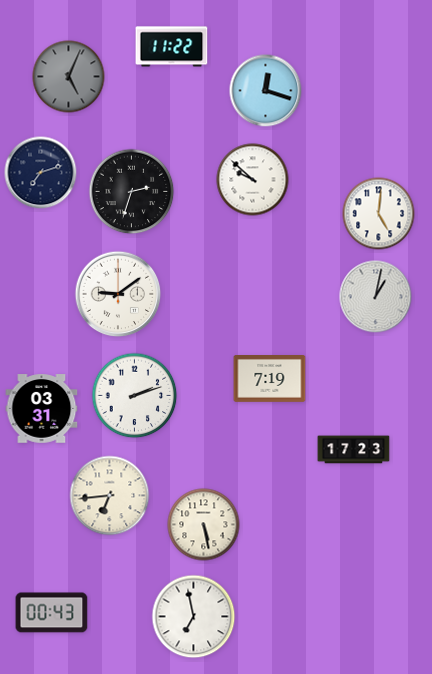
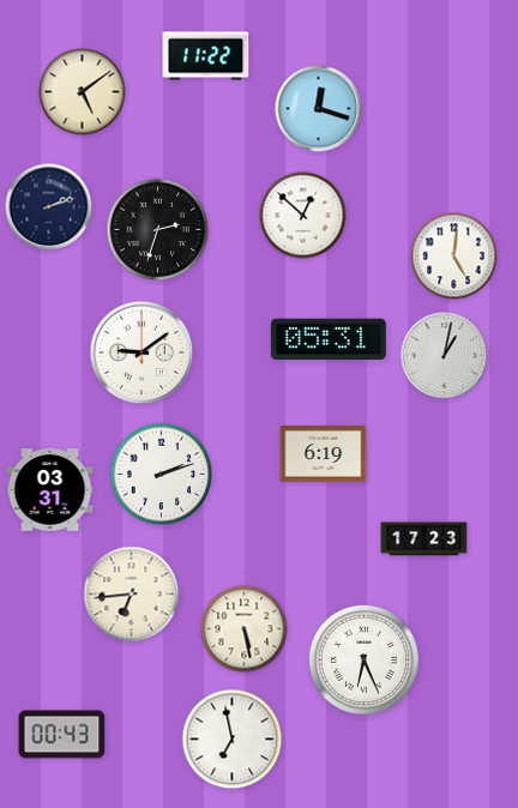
clock at (69, 77): 5:04 -> 5:09
clock at (69, 77) dial: grey -> cream
clock at (41, 173): 7:12 -> 2:12
clock at (253, 180): 9:52 -> 12:52
clock at (329, 338): none -> 05:31
clock at (376, 297) position: (376, 297) -> (445, 356)
clock at (270, 379): 7:19 -> 6:19
clock at (363, 659): none -> 6:26
